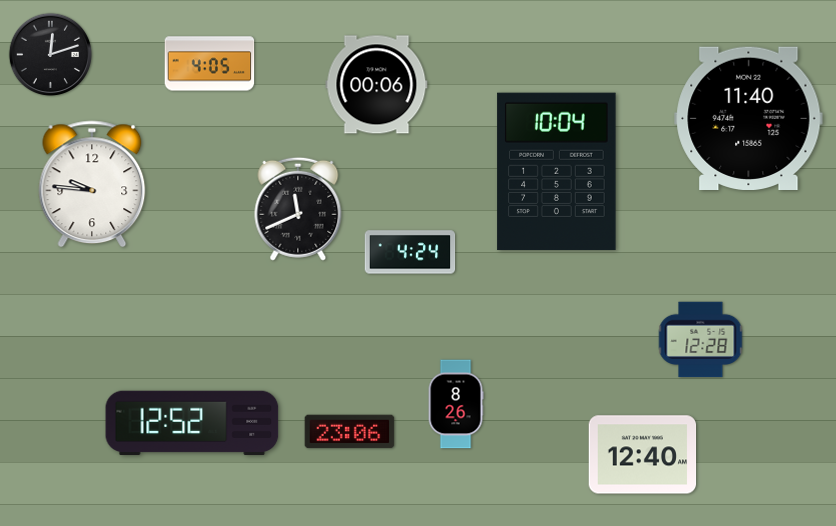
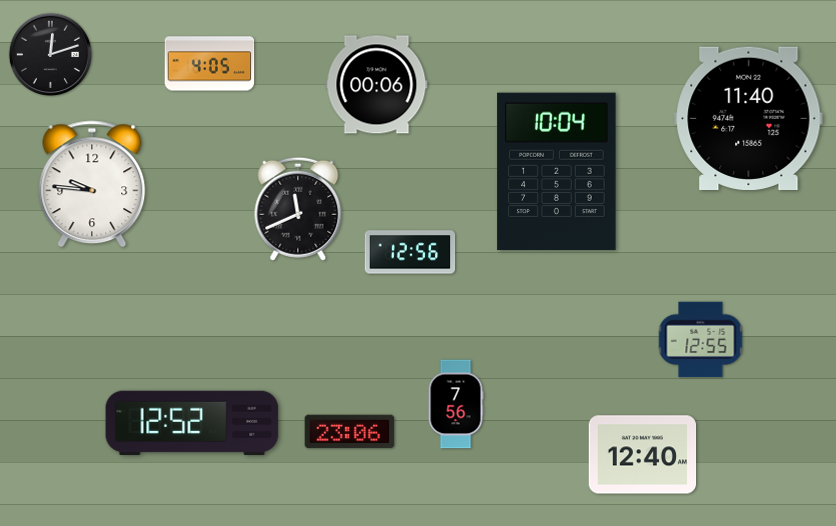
clock at (410, 252): 4:24 -> 12:56
clock at (701, 340): 12:28 -> 12:55
clock at (456, 404): 8:26 -> 7:56
